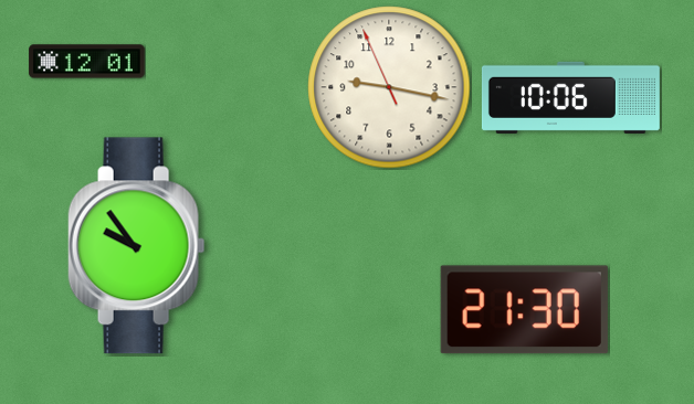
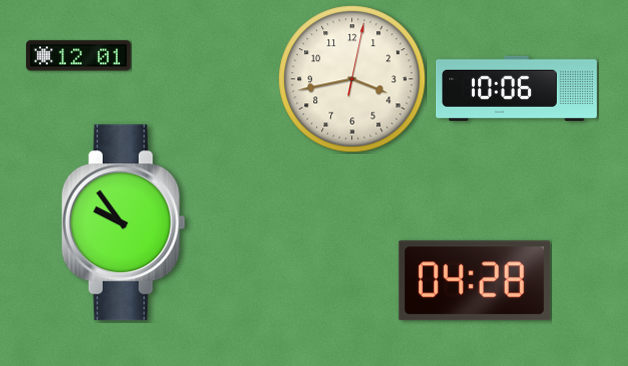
clock at (389, 87): 9:16 -> 3:43
clock at (524, 310): 21:30 -> 04:28
